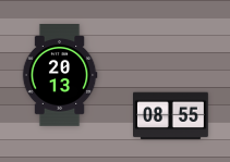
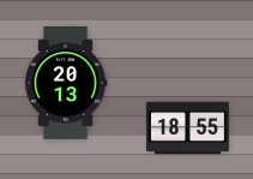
clock at (171, 116): 08:55 -> 18:55
